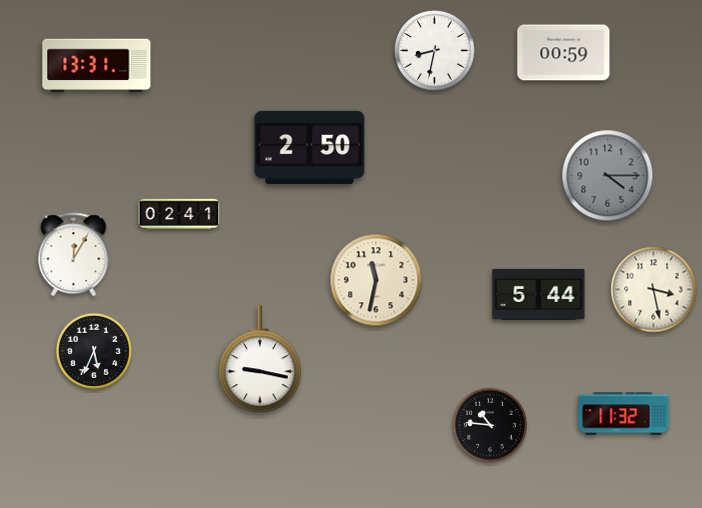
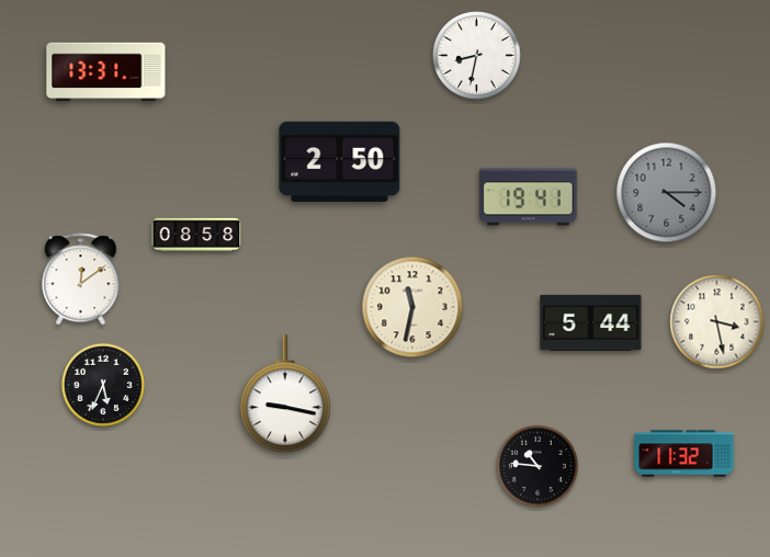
clock at (564, 53): 00:59 -> none
clock at (529, 197): none -> 19:41
clock at (179, 214): 02:41 -> 08:58
clock at (74, 255): 12:05 -> 12:09
clock at (654, 290) position: (654, 290) -> (717, 322)
